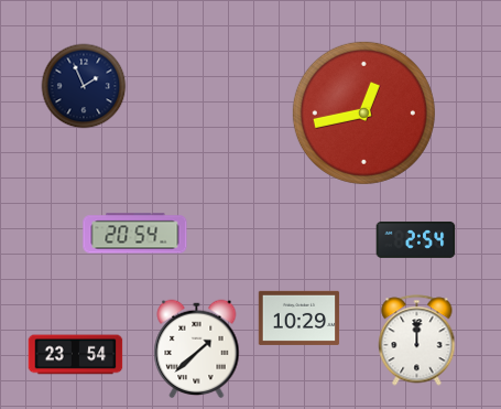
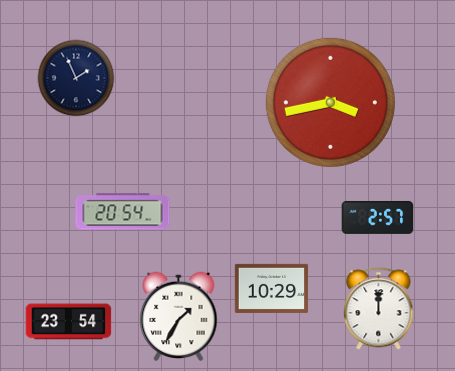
clock at (363, 112): 12:43 -> 3:43
clock at (416, 239): 2:54 -> 2:57
clock at (197, 349): 1:38 -> 1:35
